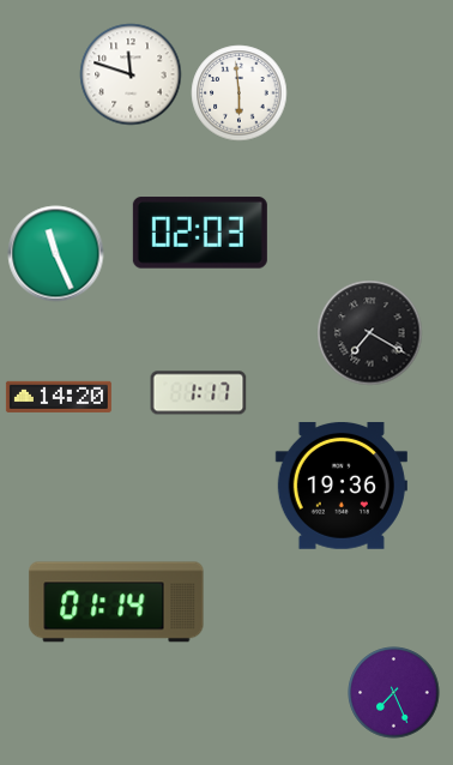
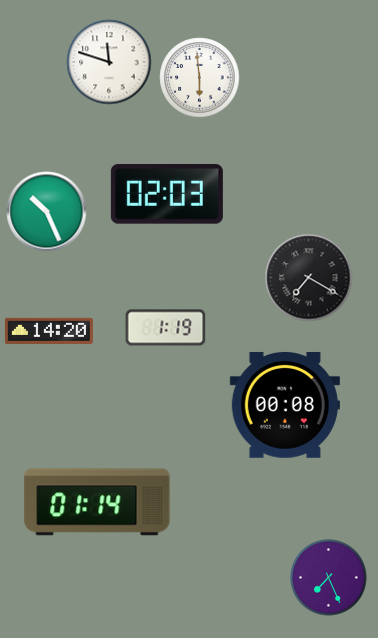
clock at (56, 254): 11:26 -> 10:26
clock at (199, 393): 1:17 -> 1:19
clock at (342, 486): 19:36 -> 00:08
